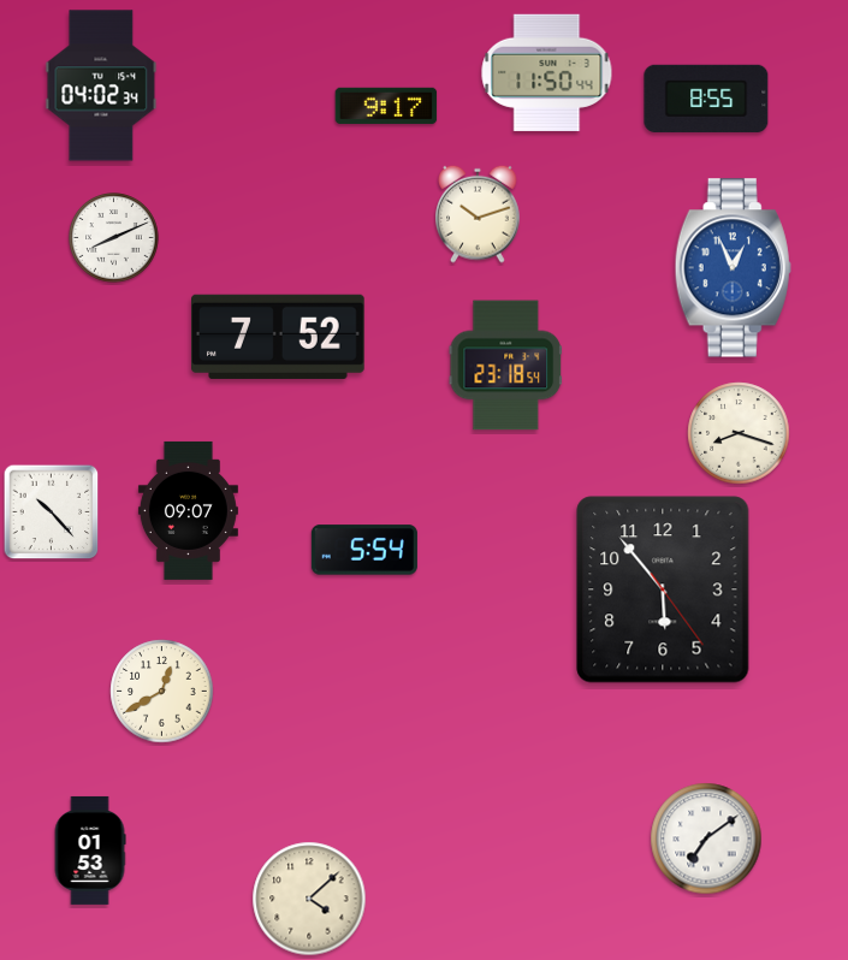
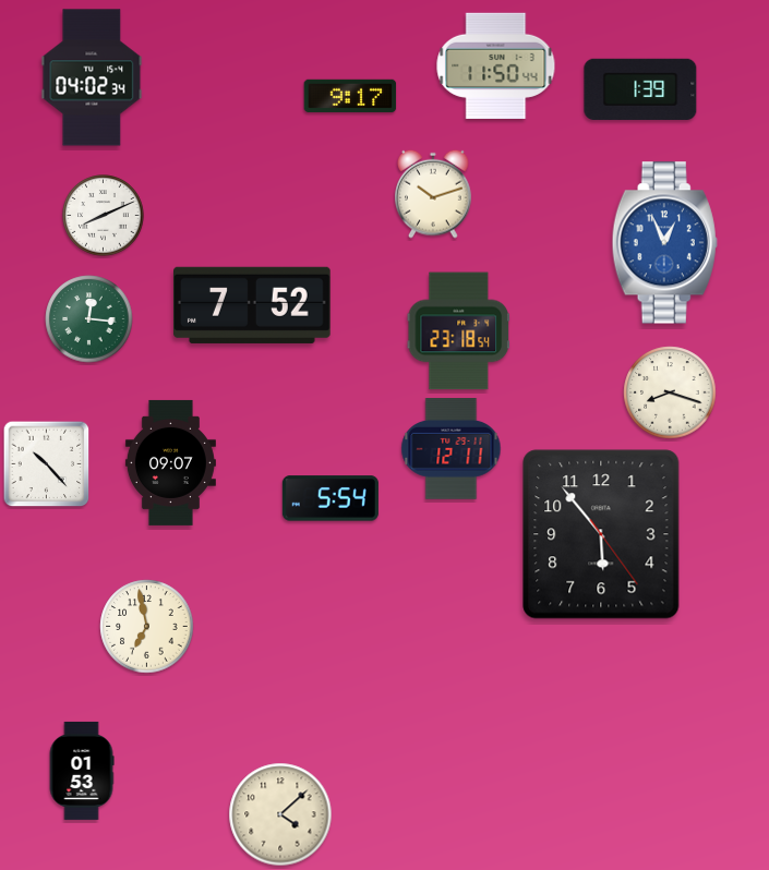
clock at (706, 99): 8:55 -> 1:39
clock at (89, 319): none -> 12:16
clock at (452, 449): none -> 12:11
clock at (162, 692): 12:40 -> 6:58
clock at (706, 838): 7:09 -> none
